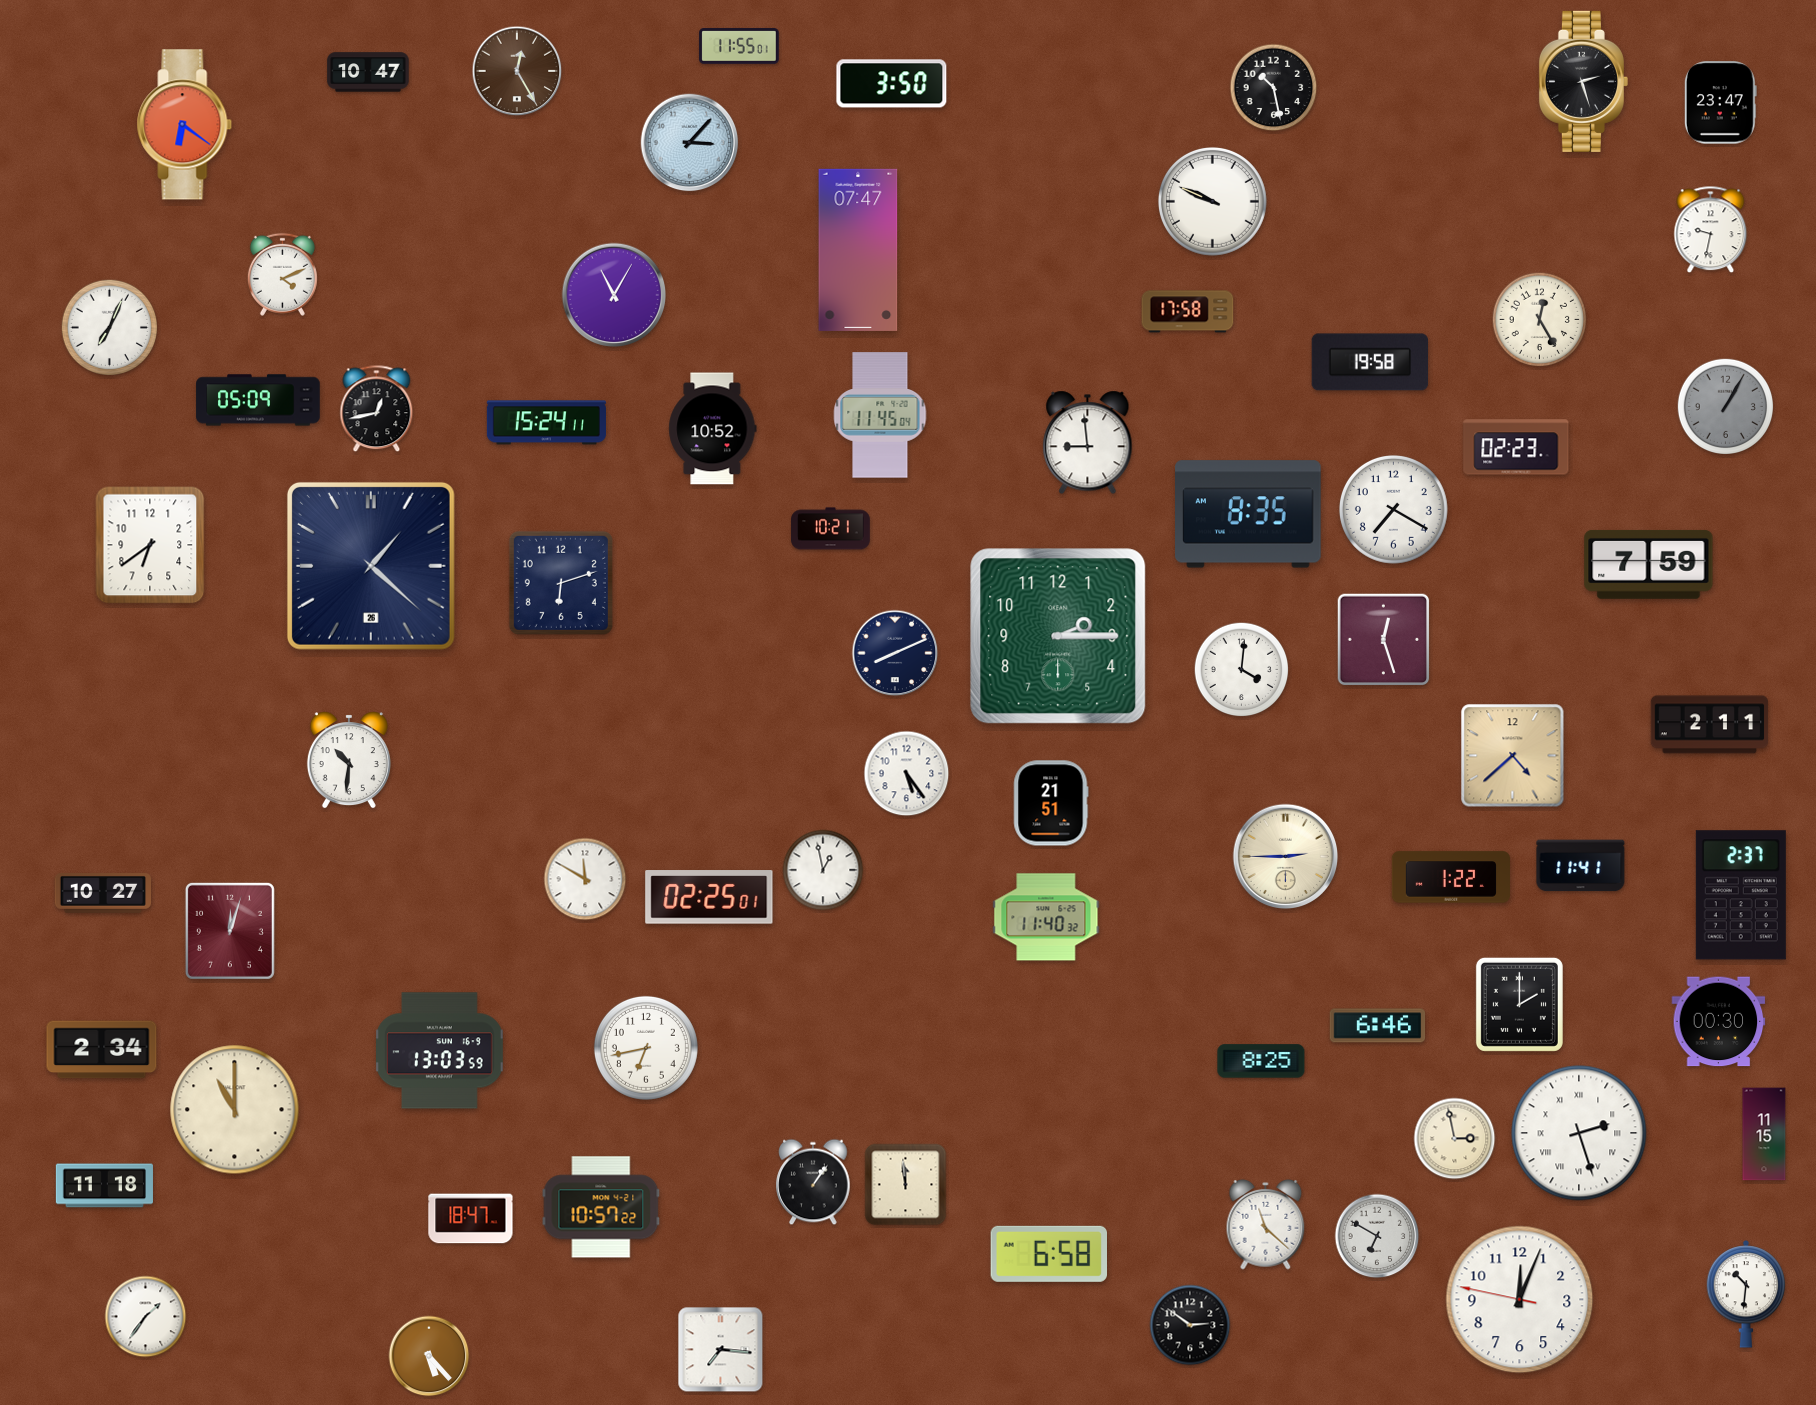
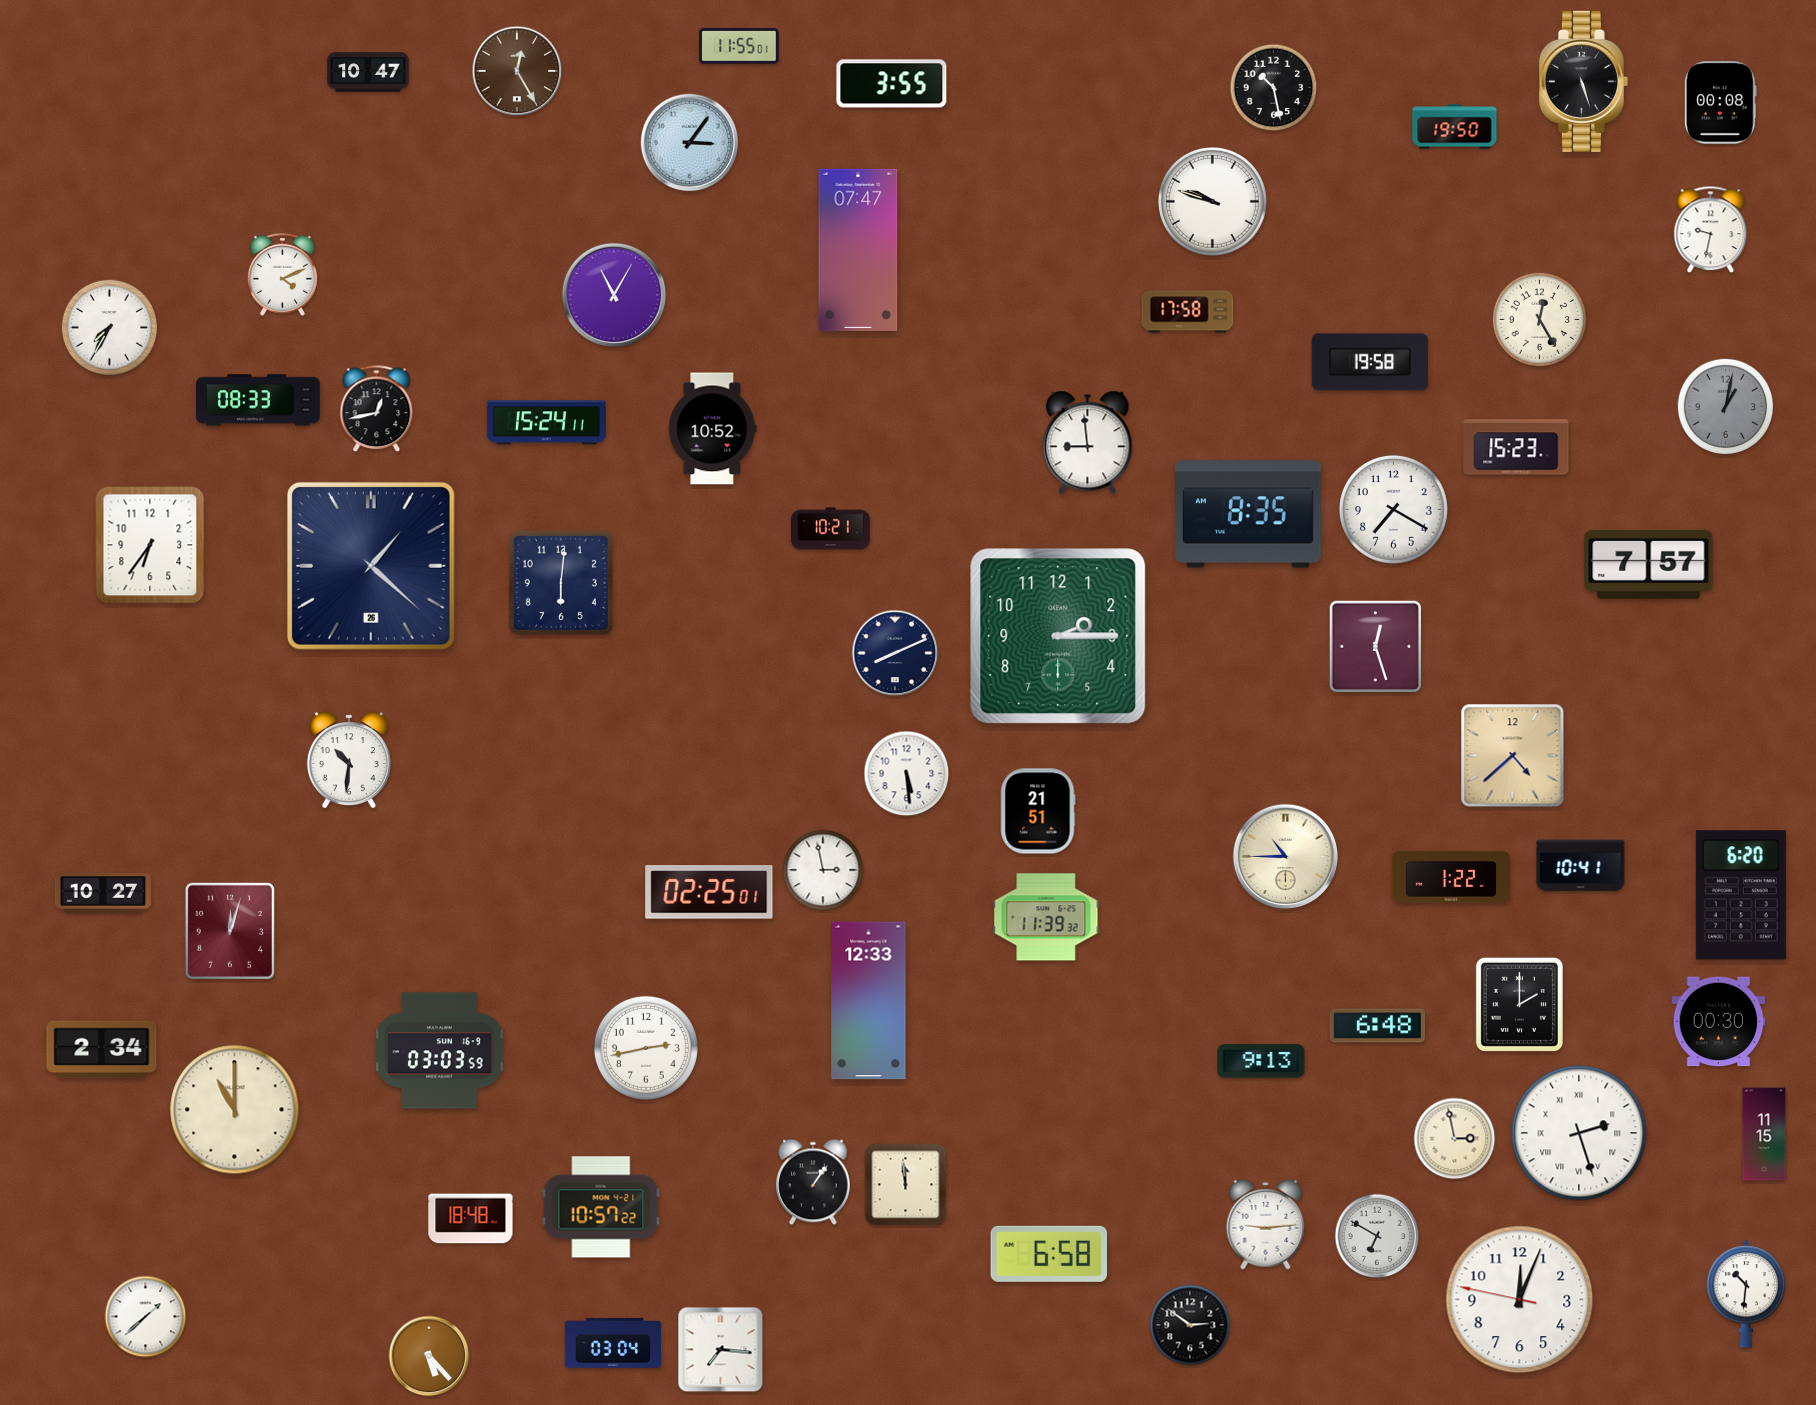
clock at (1583, 81): 2:27 -> 5:27
clock at (892, 84): 3:50 -> 3:55
clock at (1720, 103): 23:47 -> 00:08
clock at (185, 125): 6:21 -> none
clock at (1455, 127): none -> 19:50
clock at (690, 143): 3:07 -> 3:06
clock at (1212, 201): 9:49 -> 9:48
clock at (109, 327): 7:04 -> 7:35
clock at (258, 400): 05:09 -> 08:33
clock at (1725, 406): 1:05 -> 1:02
clock at (880, 415): 11:45 -> none
clock at (1516, 447): 02:23 -> 15:23
clock at (150, 545): 6:39 -> 6:36
clock at (1649, 564): 7:59 -> 7:57
clock at (561, 583): 6:12 -> 6:01
clock at (1384, 640) position: (1384, 640) -> (1376, 647)
clock at (1242, 670): 4:01 -> none
clock at (1710, 725): 2:11 -> none
clock at (907, 774): 5:24 -> 5:29
clock at (1051, 803) position: (1051, 803) -> (1038, 811)
clock at (1286, 857): 2:45 -> 10:45
clock at (1581, 866): 11:41 -> 10:41
clock at (823, 870): 12:58 -> 2:58
clock at (585, 879): 11:50 -> none
clock at (1741, 895): 2:37 -> 6:20
clock at (709, 897) position: (709, 897) -> (709, 892)
clock at (1046, 917): 11:40 -> 11:39
clock at (869, 1001): none -> 12:33
clock at (1378, 1026): 6:46 -> 6:48
clock at (646, 1048): 6:43 -> 2:43
clock at (439, 1051): 13:03 -> 03:03
clock at (1261, 1061): 8:25 -> 9:13
clock at (104, 1186): 11:18 -> none
clock at (471, 1219): 18:47 -> 18:48
clock at (1266, 1224): 11:22 -> 9:14
clock at (146, 1317): 1:36 -> 1:38
clock at (612, 1343): none -> 03:04
